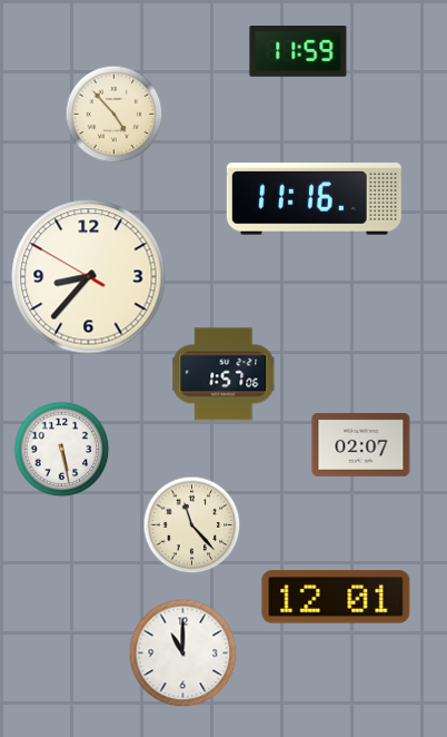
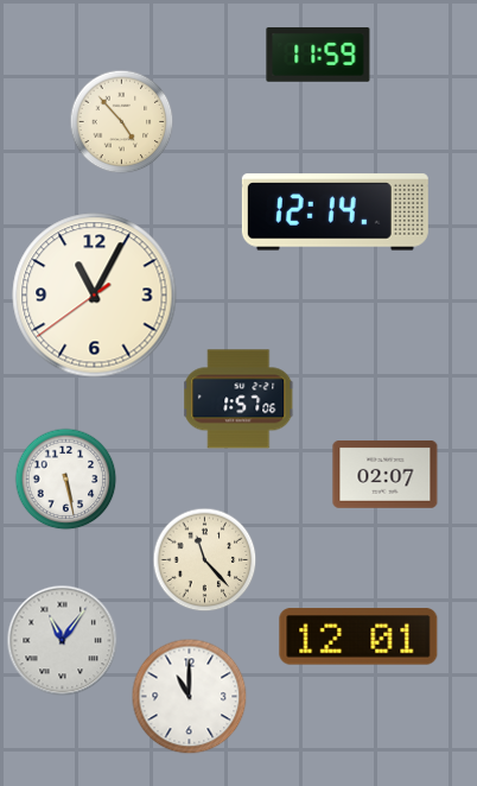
clock at (314, 199): 11:16 -> 12:14
clock at (89, 277): 8:36 -> 11:04
clock at (62, 640): none -> 11:06
clock at (182, 652) position: (182, 652) -> (189, 696)
